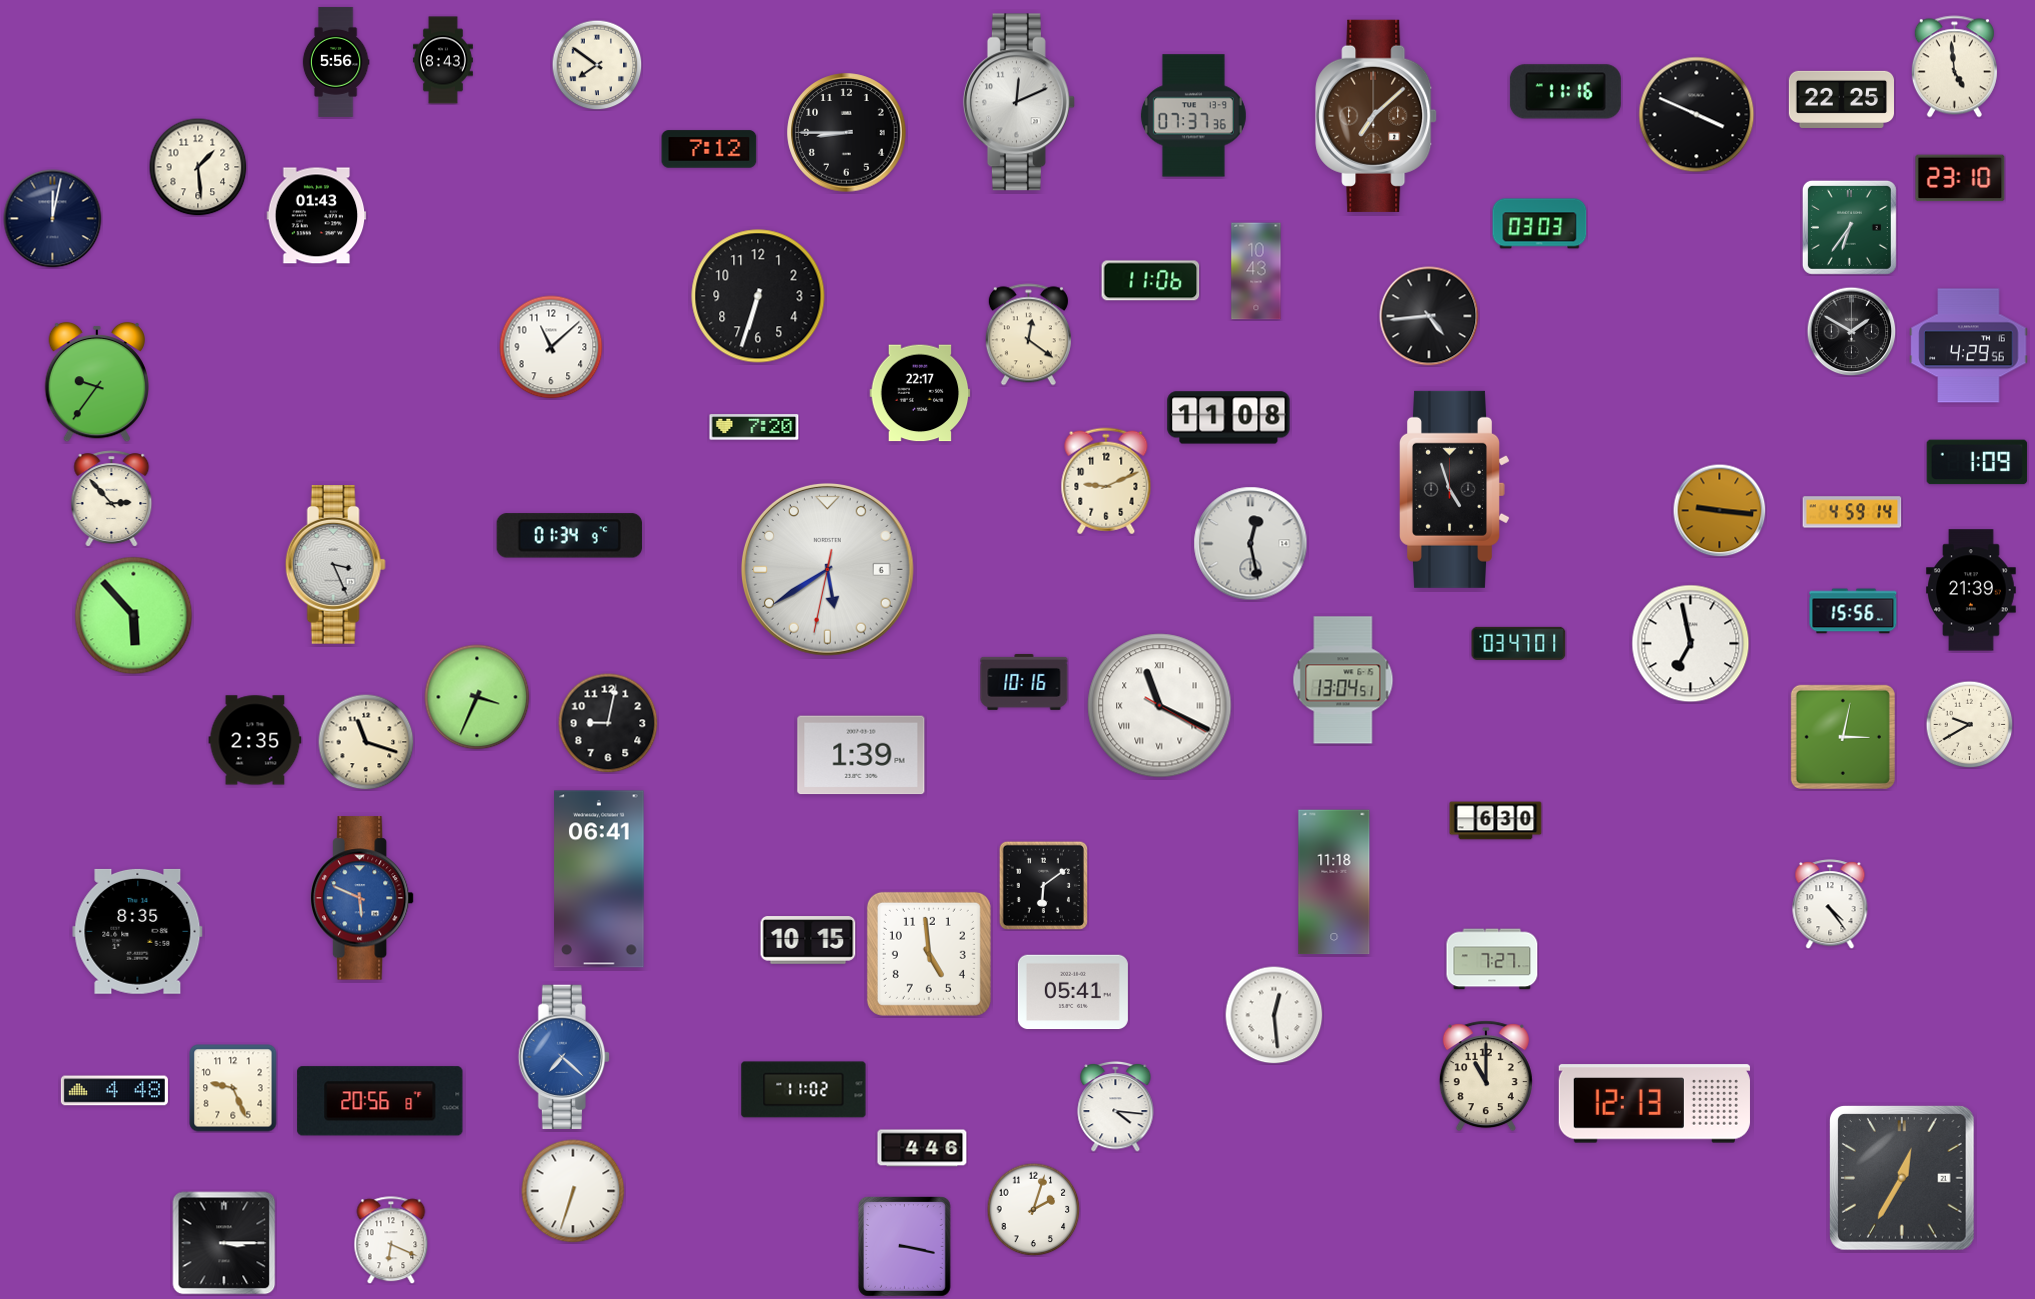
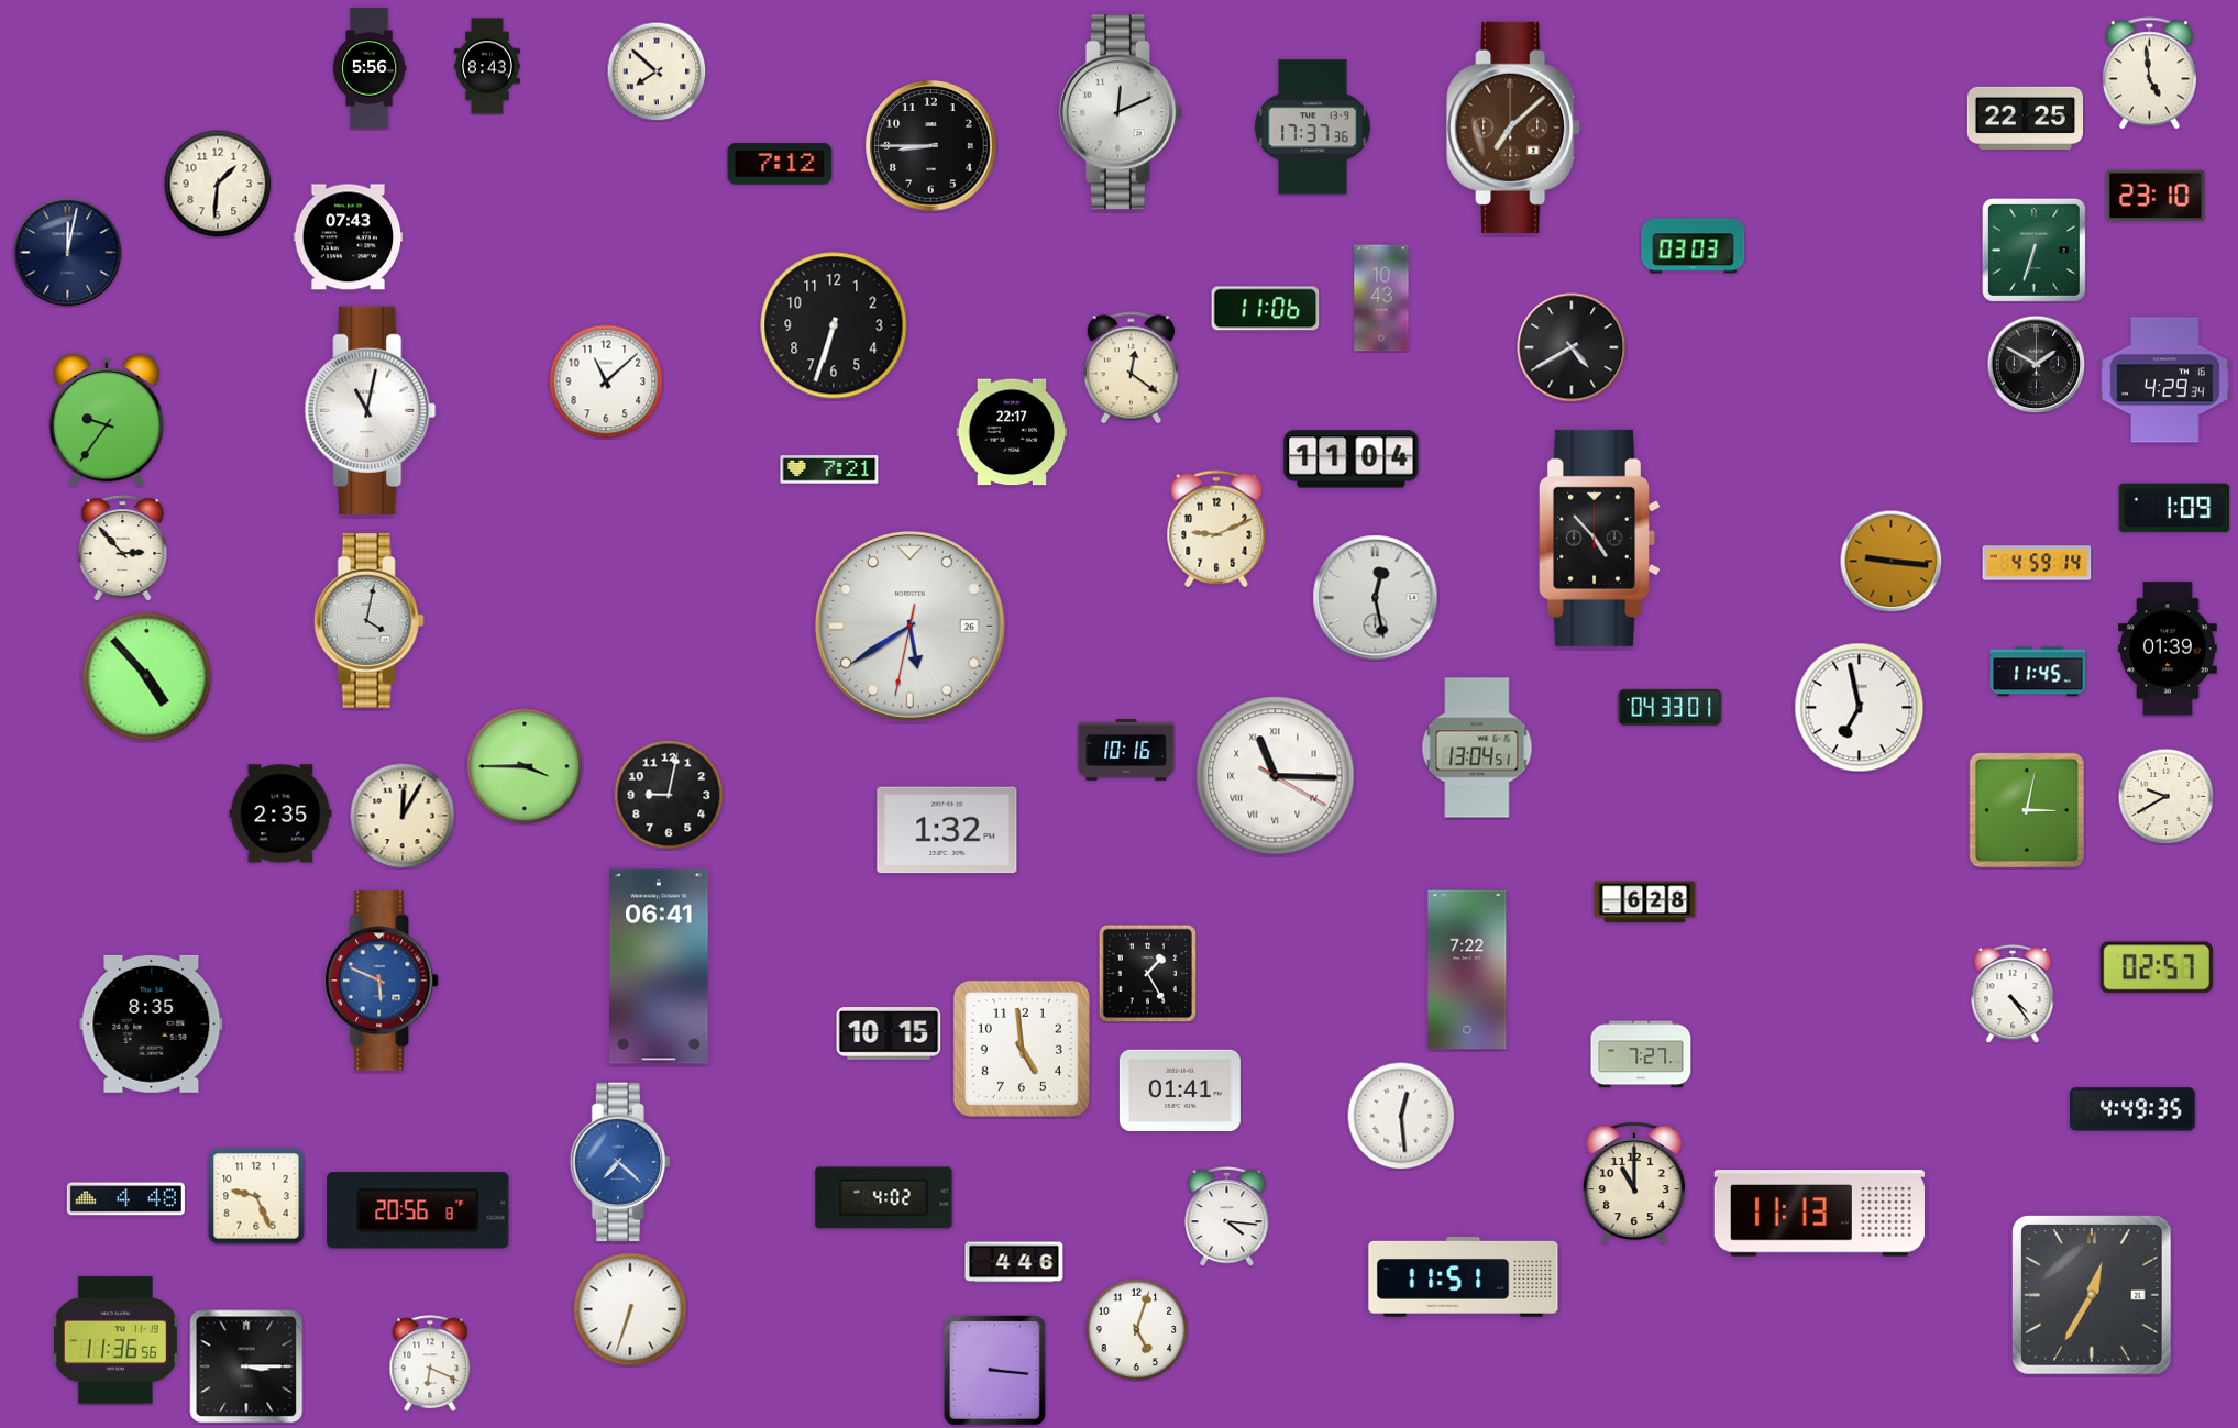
clock at (597, 65): 7:51 -> 7:52
clock at (1565, 92): 11:16 -> none
clock at (1841, 99) position: (1841, 99) -> (2025, 118)
clock at (1697, 115): 3:49 -> none
clock at (1193, 116): 07:37 -> 17:37
clock at (198, 167): 1:29 -> 1:31
clock at (317, 216): 01:43 -> 07:43
clock at (53, 219) position: (53, 219) -> (68, 253)
clock at (1849, 227): 6:36 -> 6:33
clock at (1429, 316): 4:44 -> 4:40
clock at (1969, 346): 4:29:56 -> 4:29:34
clock at (371, 410): none -> 11:02
clock at (1229, 418): 11:08 -> 11:04
clock at (754, 427): 7:20 -> 7:21
clock at (1455, 489): 4:57 -> 4:53
clock at (569, 536): 01:34 -> none
clock at (335, 565): 3:26 -> 4:02
clock at (827, 569) date: 6 -> 26
clock at (1971, 590): 21:39 -> 01:39
clock at (1853, 611): 15:56 -> 11:45
clock at (134, 616): 5:53 -> 4:53
clock at (1519, 643): 03:47 -> 04:33
clock at (477, 697): 3:34 -> 3:45
clock at (1160, 706): 11:19 -> 11:15
clock at (366, 742): 11:18 -> 12:05
clock at (861, 755): 1:39 -> 1:32
clock at (1496, 821): 6:30 -> 6:28
clock at (2157, 967): none -> 02:57
clock at (1334, 882): 11:18 -> 7:22
clock at (1043, 885): 6:09 -> 1:25
clock at (362, 898) position: (362, 898) -> (382, 981)
clock at (1073, 992): 05:41 -> 01:41
clock at (2132, 1109): none -> 4:49
clock at (804, 1090): 11:02 -> 4:02
clock at (1654, 1104): 12:13 -> 11:13
clock at (1464, 1277): none -> 11:51
clock at (1033, 1209): 2:03 -> 5:03
clock at (115, 1340): none -> 11:36
clock at (904, 1246): 3:17 -> 3:16
